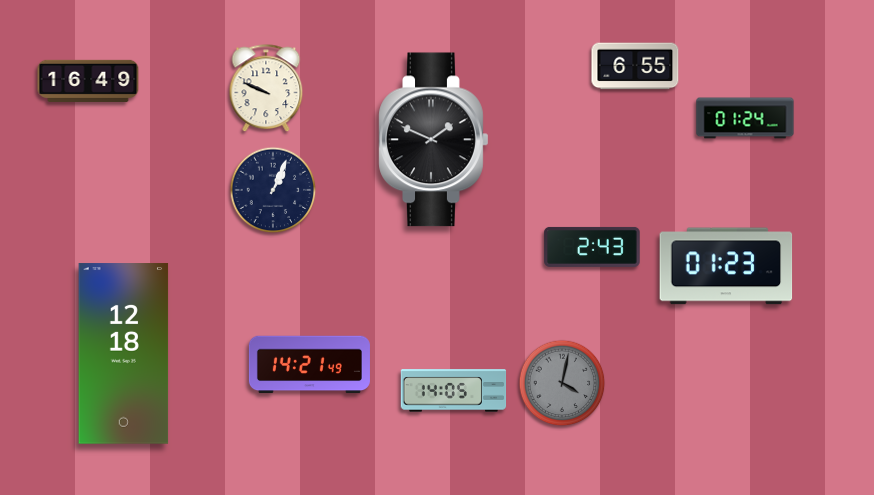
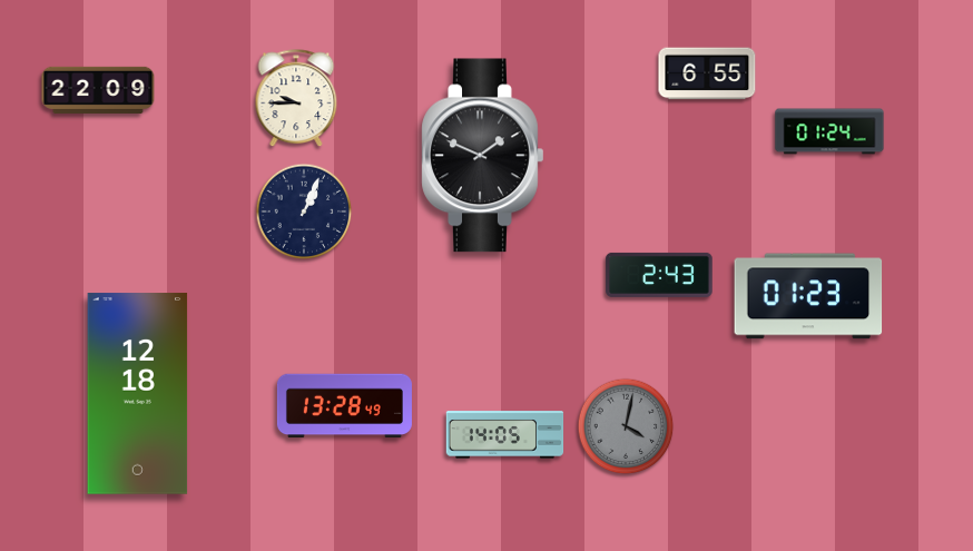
clock at (88, 81): 16:49 -> 22:09
clock at (266, 89): 9:49 -> 9:45
clock at (309, 365): 14:21 -> 13:28
